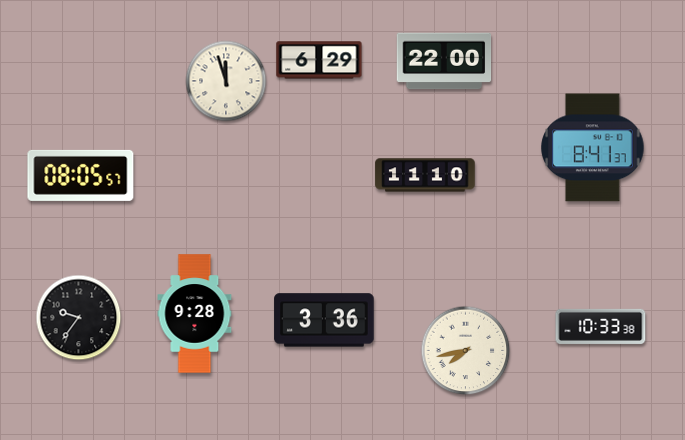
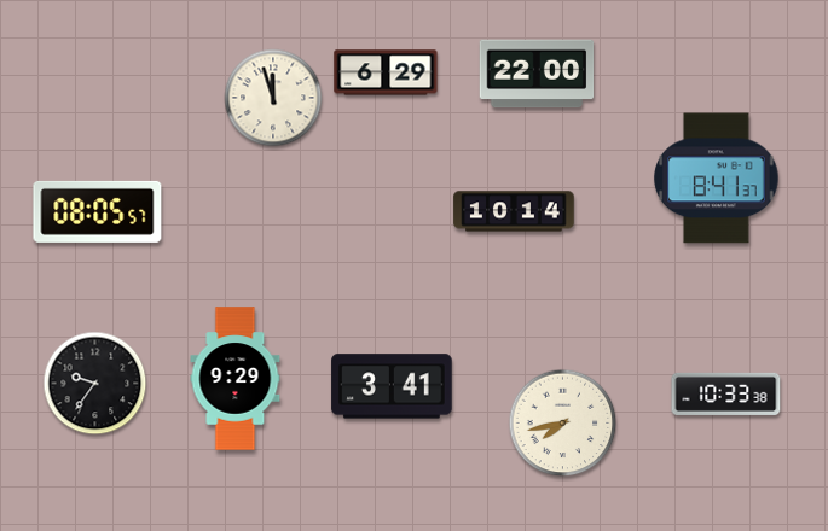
clock at (425, 175): 11:10 -> 10:14
clock at (195, 314): 9:28 -> 9:29
clock at (324, 320): 3:36 -> 3:41
